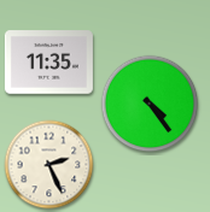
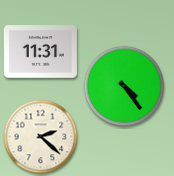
clock at (48, 63): 11:35 -> 11:31
clock at (49, 165): 2:26 -> 2:22
